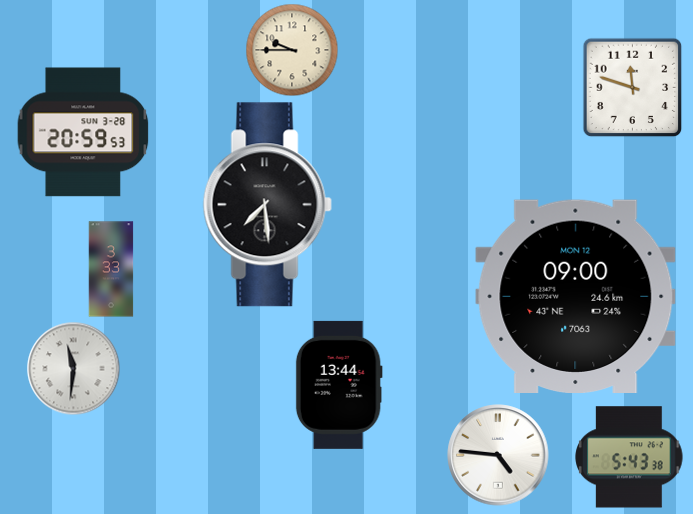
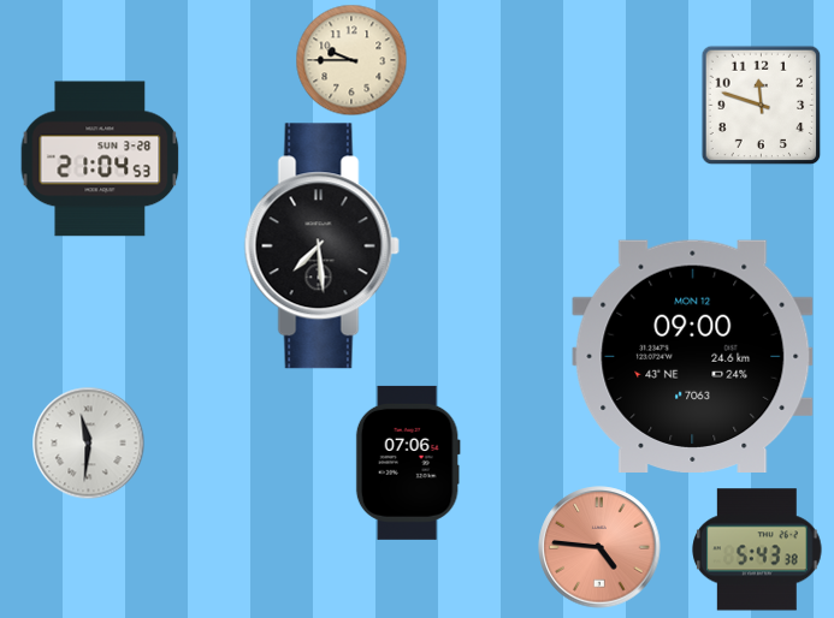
clock at (83, 132): 20:59 -> 21:04
clock at (111, 269): 3:33 -> none
clock at (339, 385): 13:44 -> 07:06
clock at (498, 455) dial: white -> salmon
